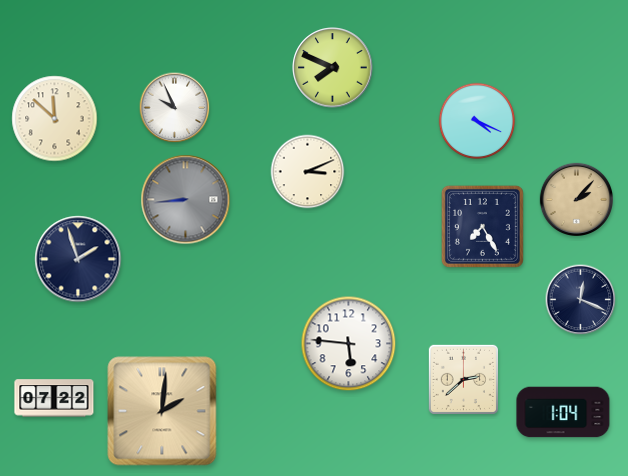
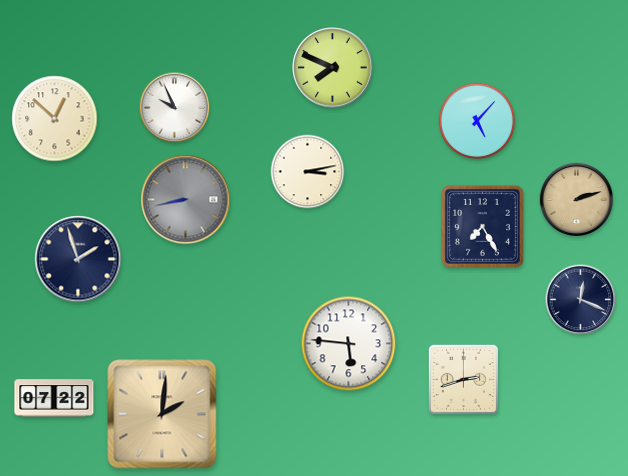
clock at (55, 119): 11:52 -> 12:52
clock at (477, 121): 4:19 -> 5:07
clock at (308, 172): 3:11 -> 3:13
clock at (576, 199): 2:07 -> 2:12
clock at (186, 200): 8:44 -> 8:43
clock at (463, 379): 2:38 -> 2:42
clock at (162, 411) position: (162, 411) -> (162, 414)
clock at (563, 412): 1:04 -> none
